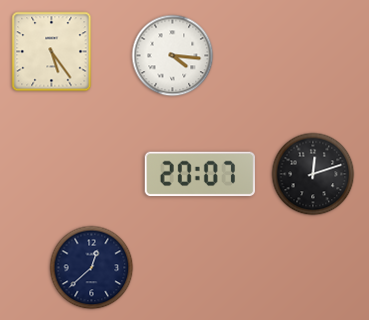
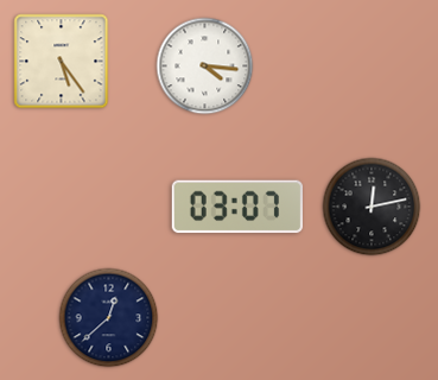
clock at (199, 174): 20:07 -> 03:07
clock at (313, 174): 12:12 -> 12:13
